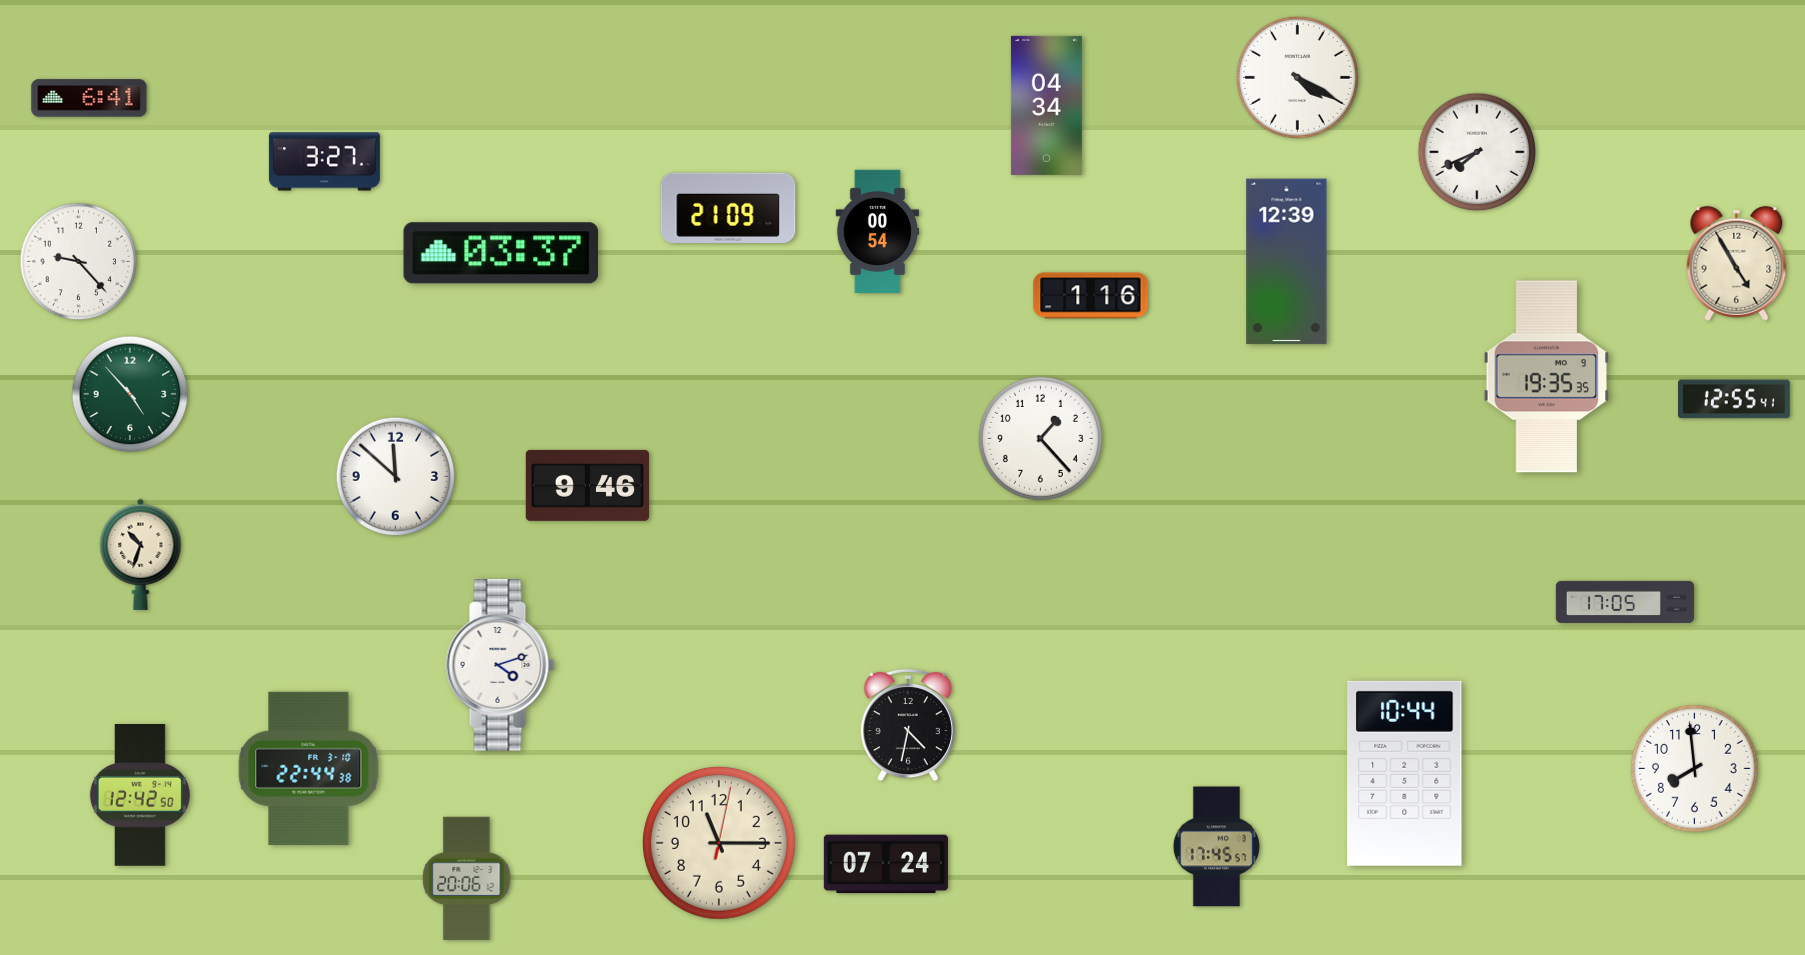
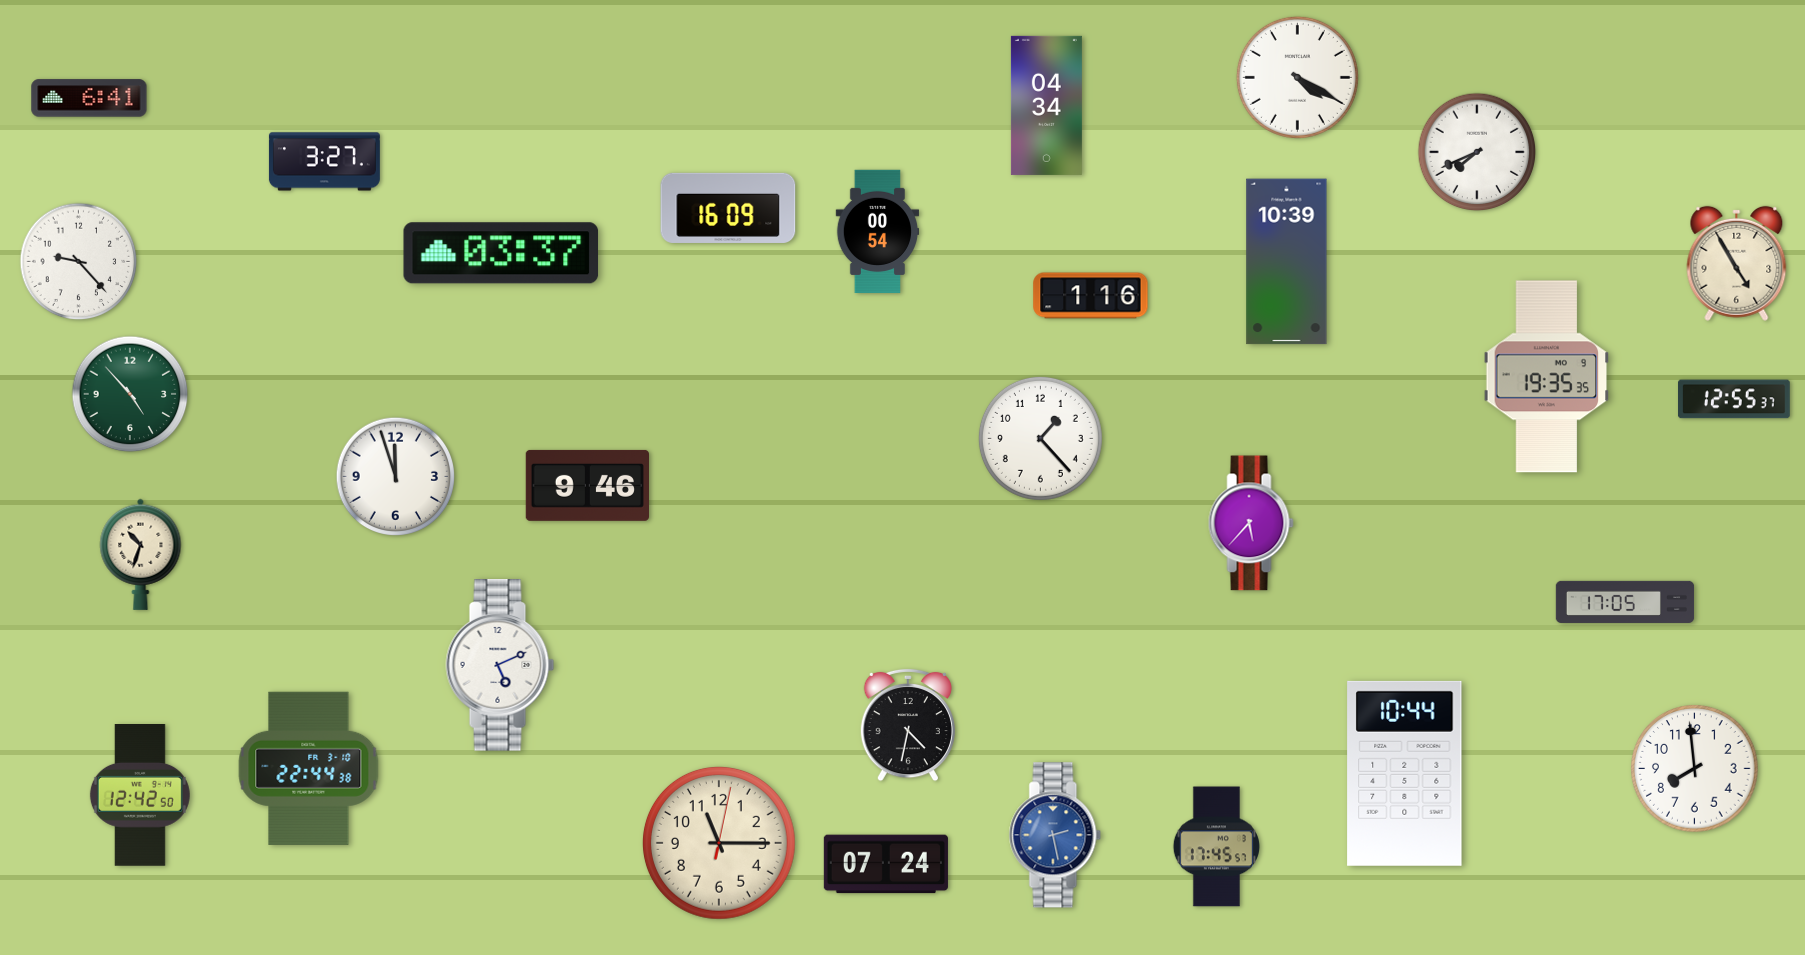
clock at (728, 208): 21:09 -> 16:09
clock at (1287, 262): 12:39 -> 10:39
clock at (1735, 399): 12:55:41 -> 12:55:37
clock at (396, 477): 11:52 -> 11:57
clock at (1251, 523): none -> 5:37
clock at (500, 666): 4:12 -> 5:11
clock at (1055, 835): none -> 2:28
clock at (467, 878): 20:06 -> none
